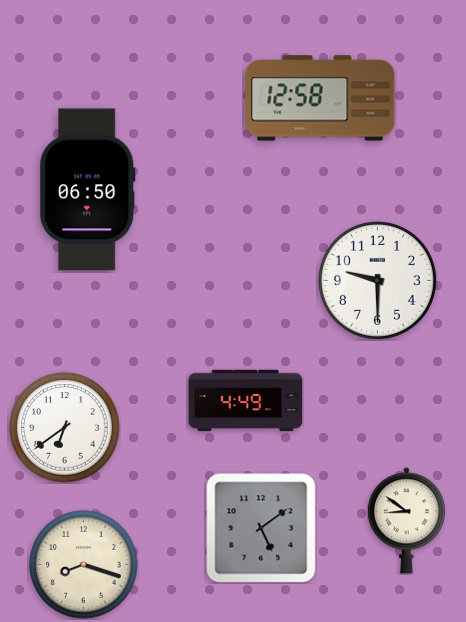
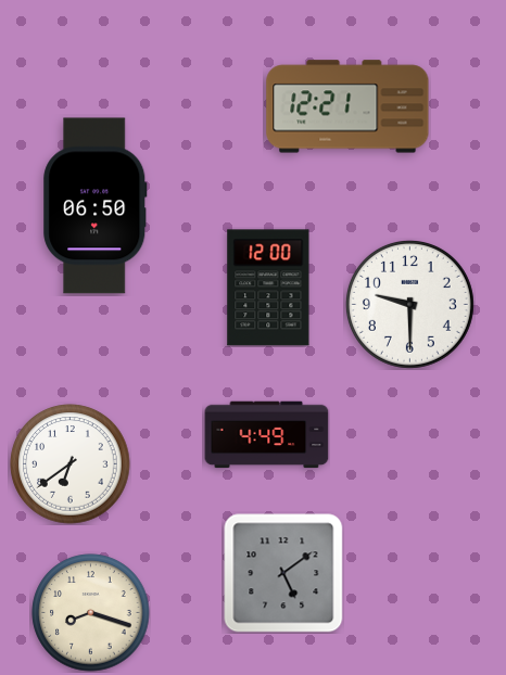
clock at (320, 98): 12:58 -> 12:21
clock at (268, 288): none -> 12:00
clock at (406, 521): 8:51 -> none
